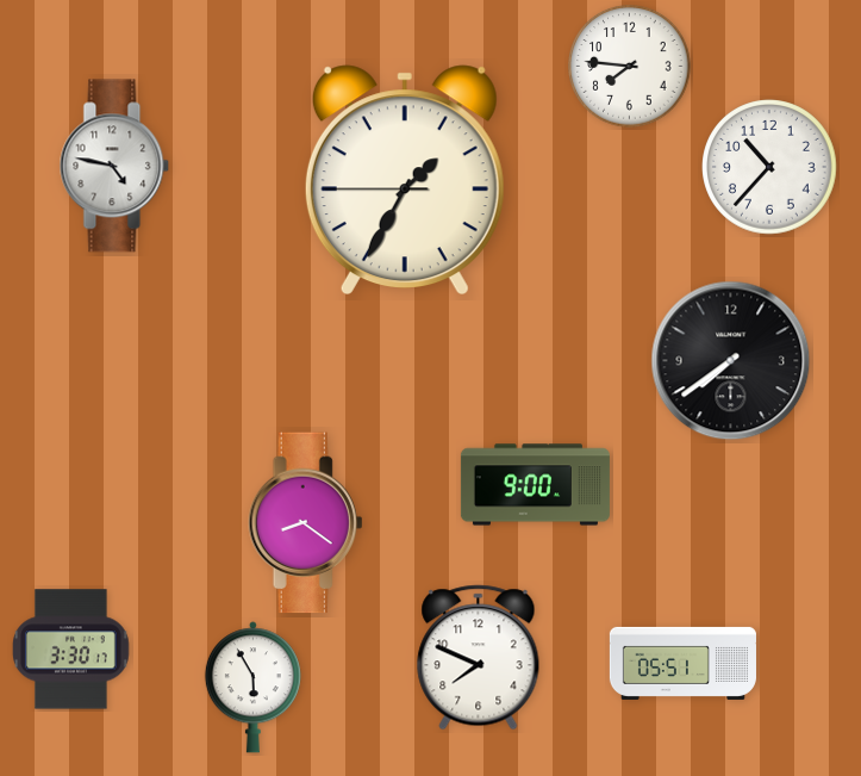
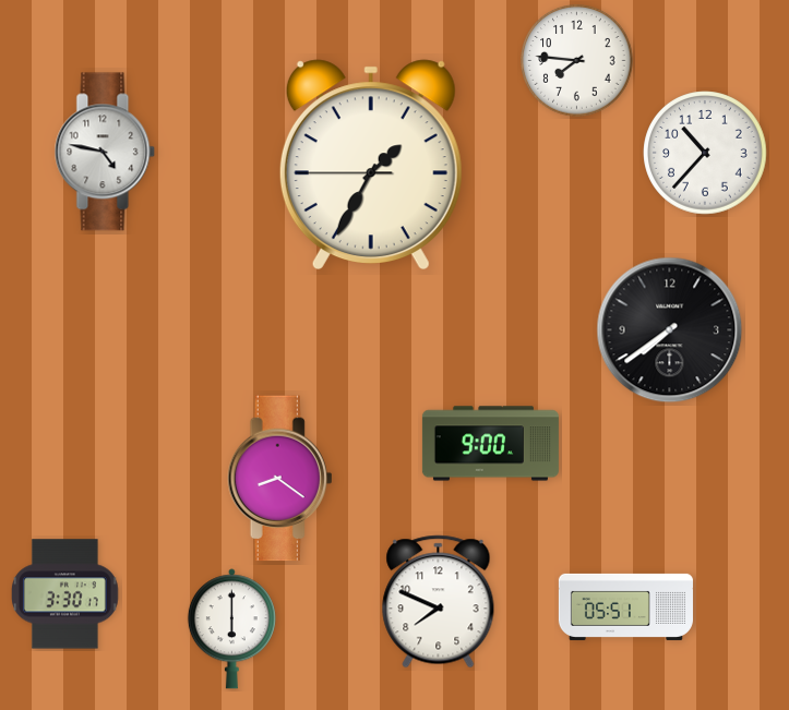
clock at (252, 688): 5:55 -> 6:00
